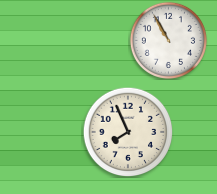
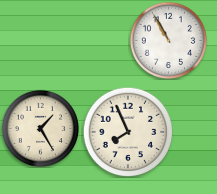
clock at (40, 128): none -> 1:25
